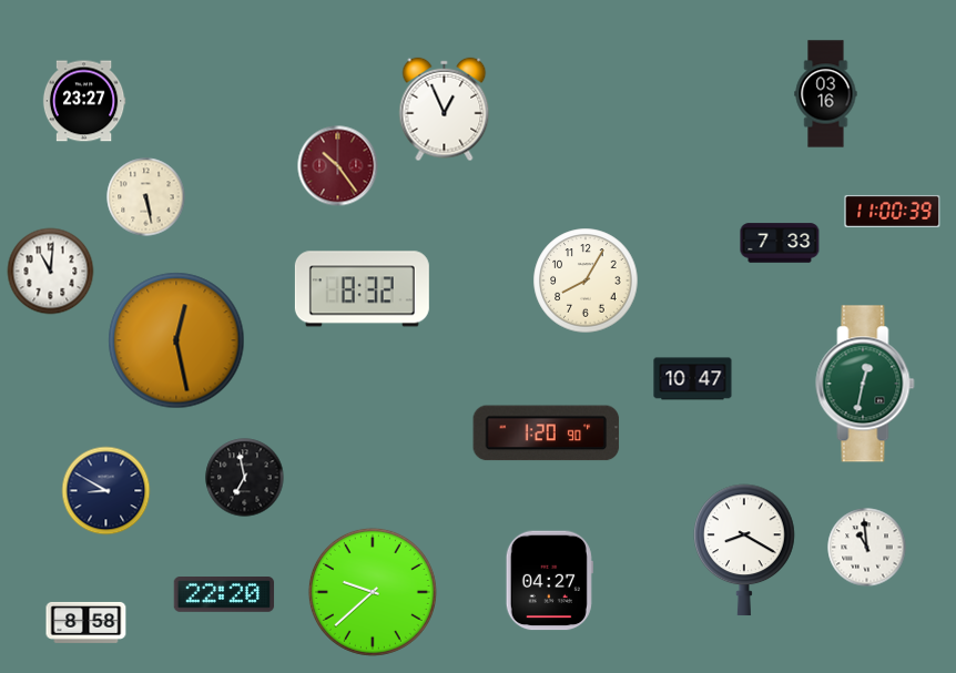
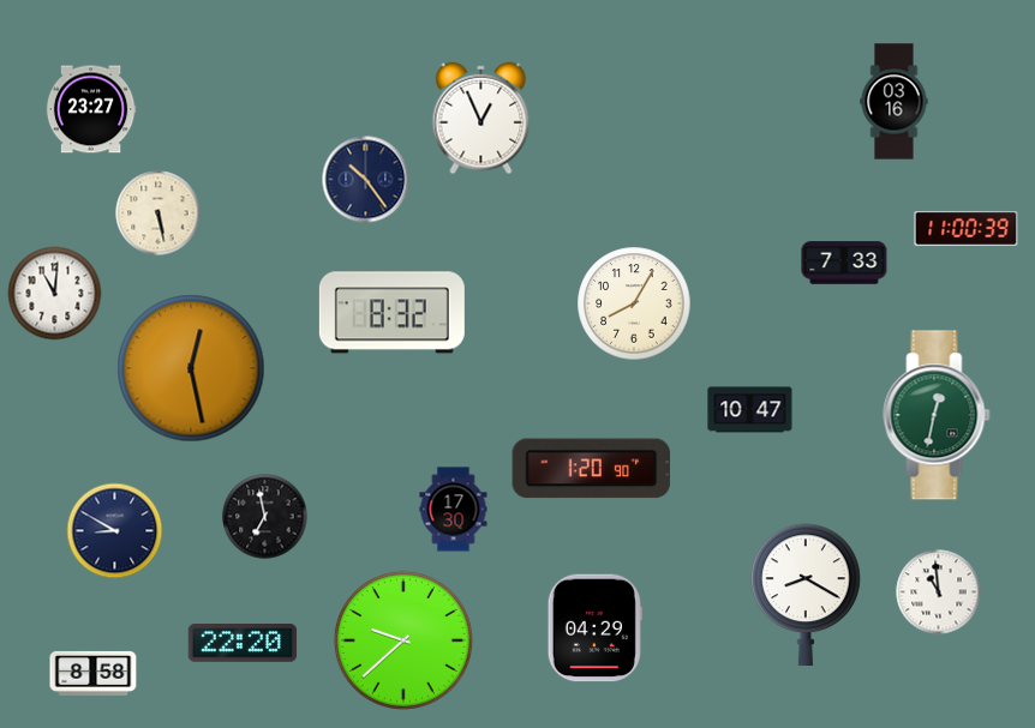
clock at (338, 166) dial: burgundy -> navy
clock at (454, 510): none -> 17:30
clock at (549, 581): 04:27 -> 04:29
